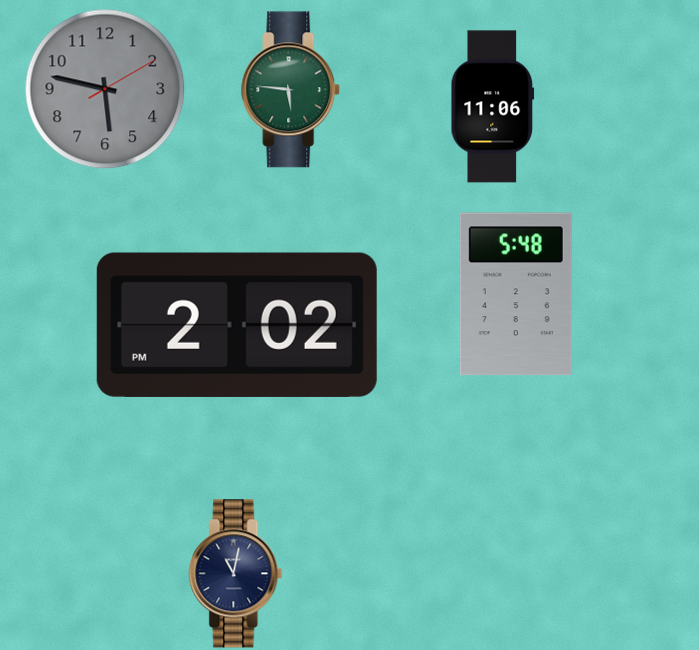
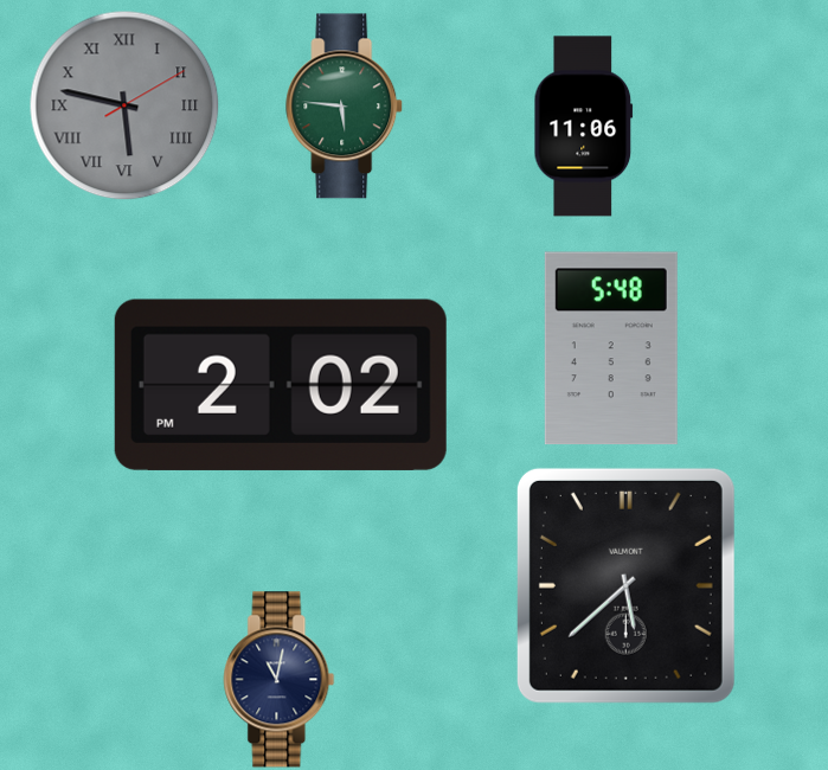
clock at (105, 89) numerals: Arabic -> Roman
clock at (625, 585): none -> 5:38
